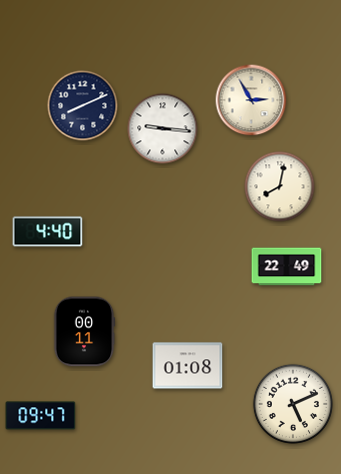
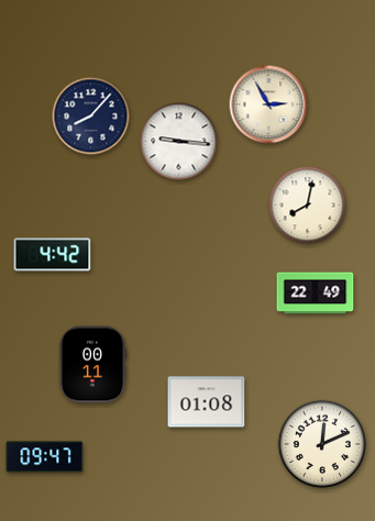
clock at (251, 100) position: (251, 100) -> (268, 104)
clock at (83, 106): 8:11 -> 8:07
clock at (48, 232): 4:40 -> 4:42
clock at (292, 403): 5:11 -> 12:11
